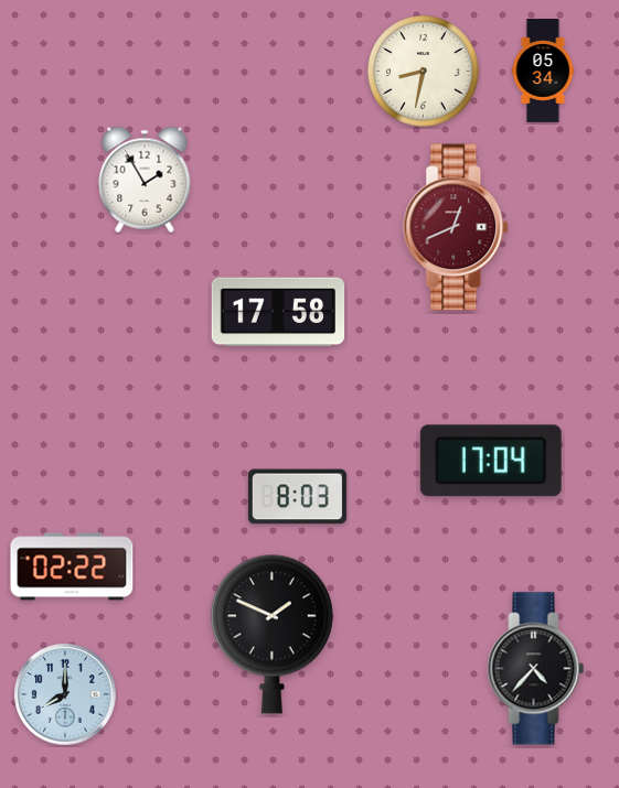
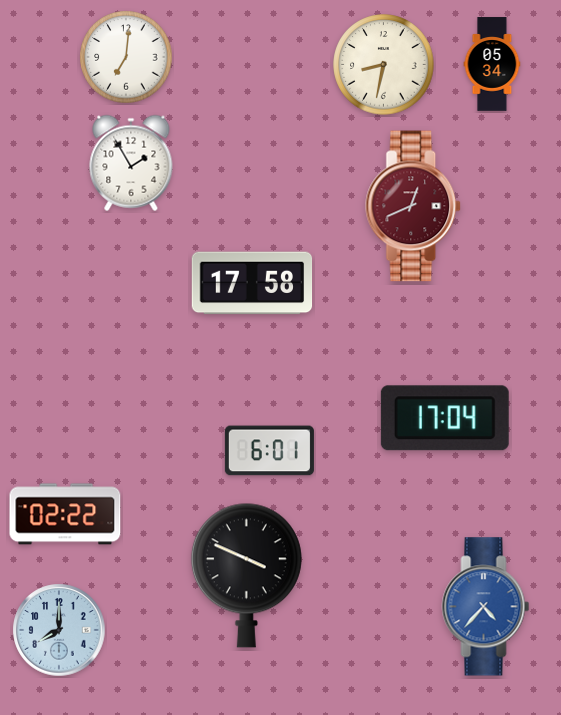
clock at (126, 57): none -> 7:01
clock at (297, 497): 8:03 -> 6:01
clock at (271, 634): 1:49 -> 3:49
clock at (536, 669) dial: black -> blue
